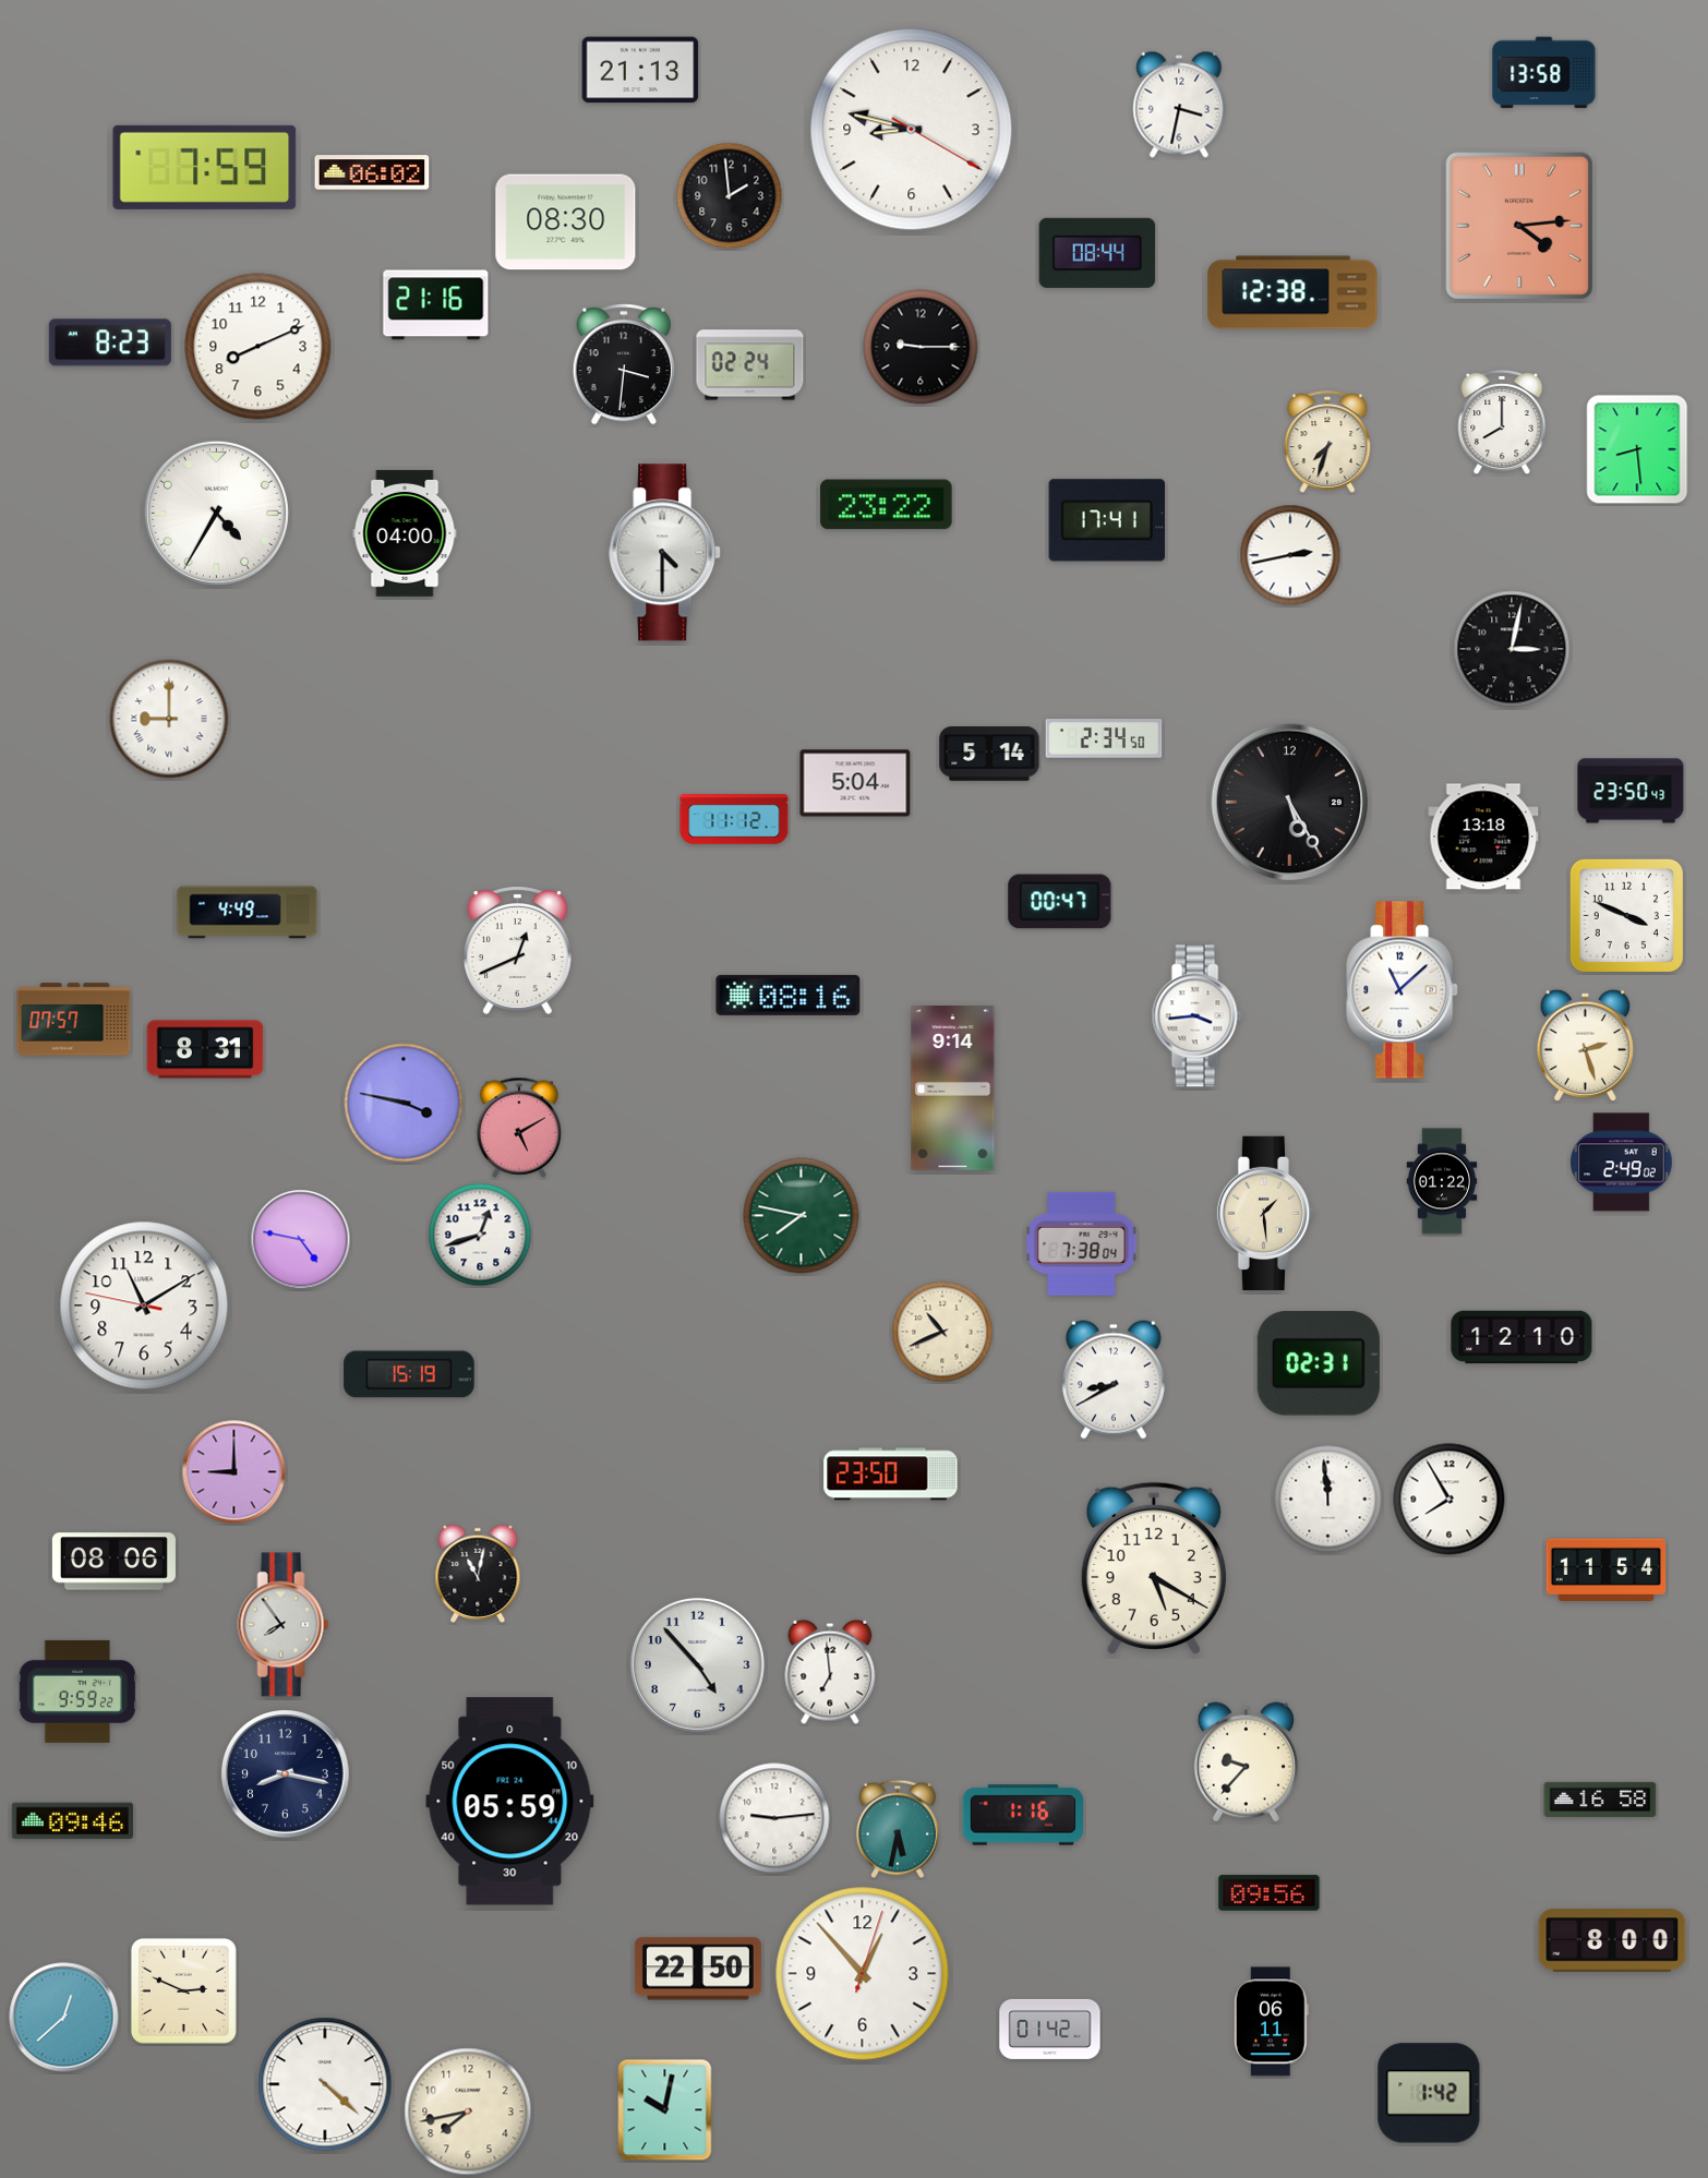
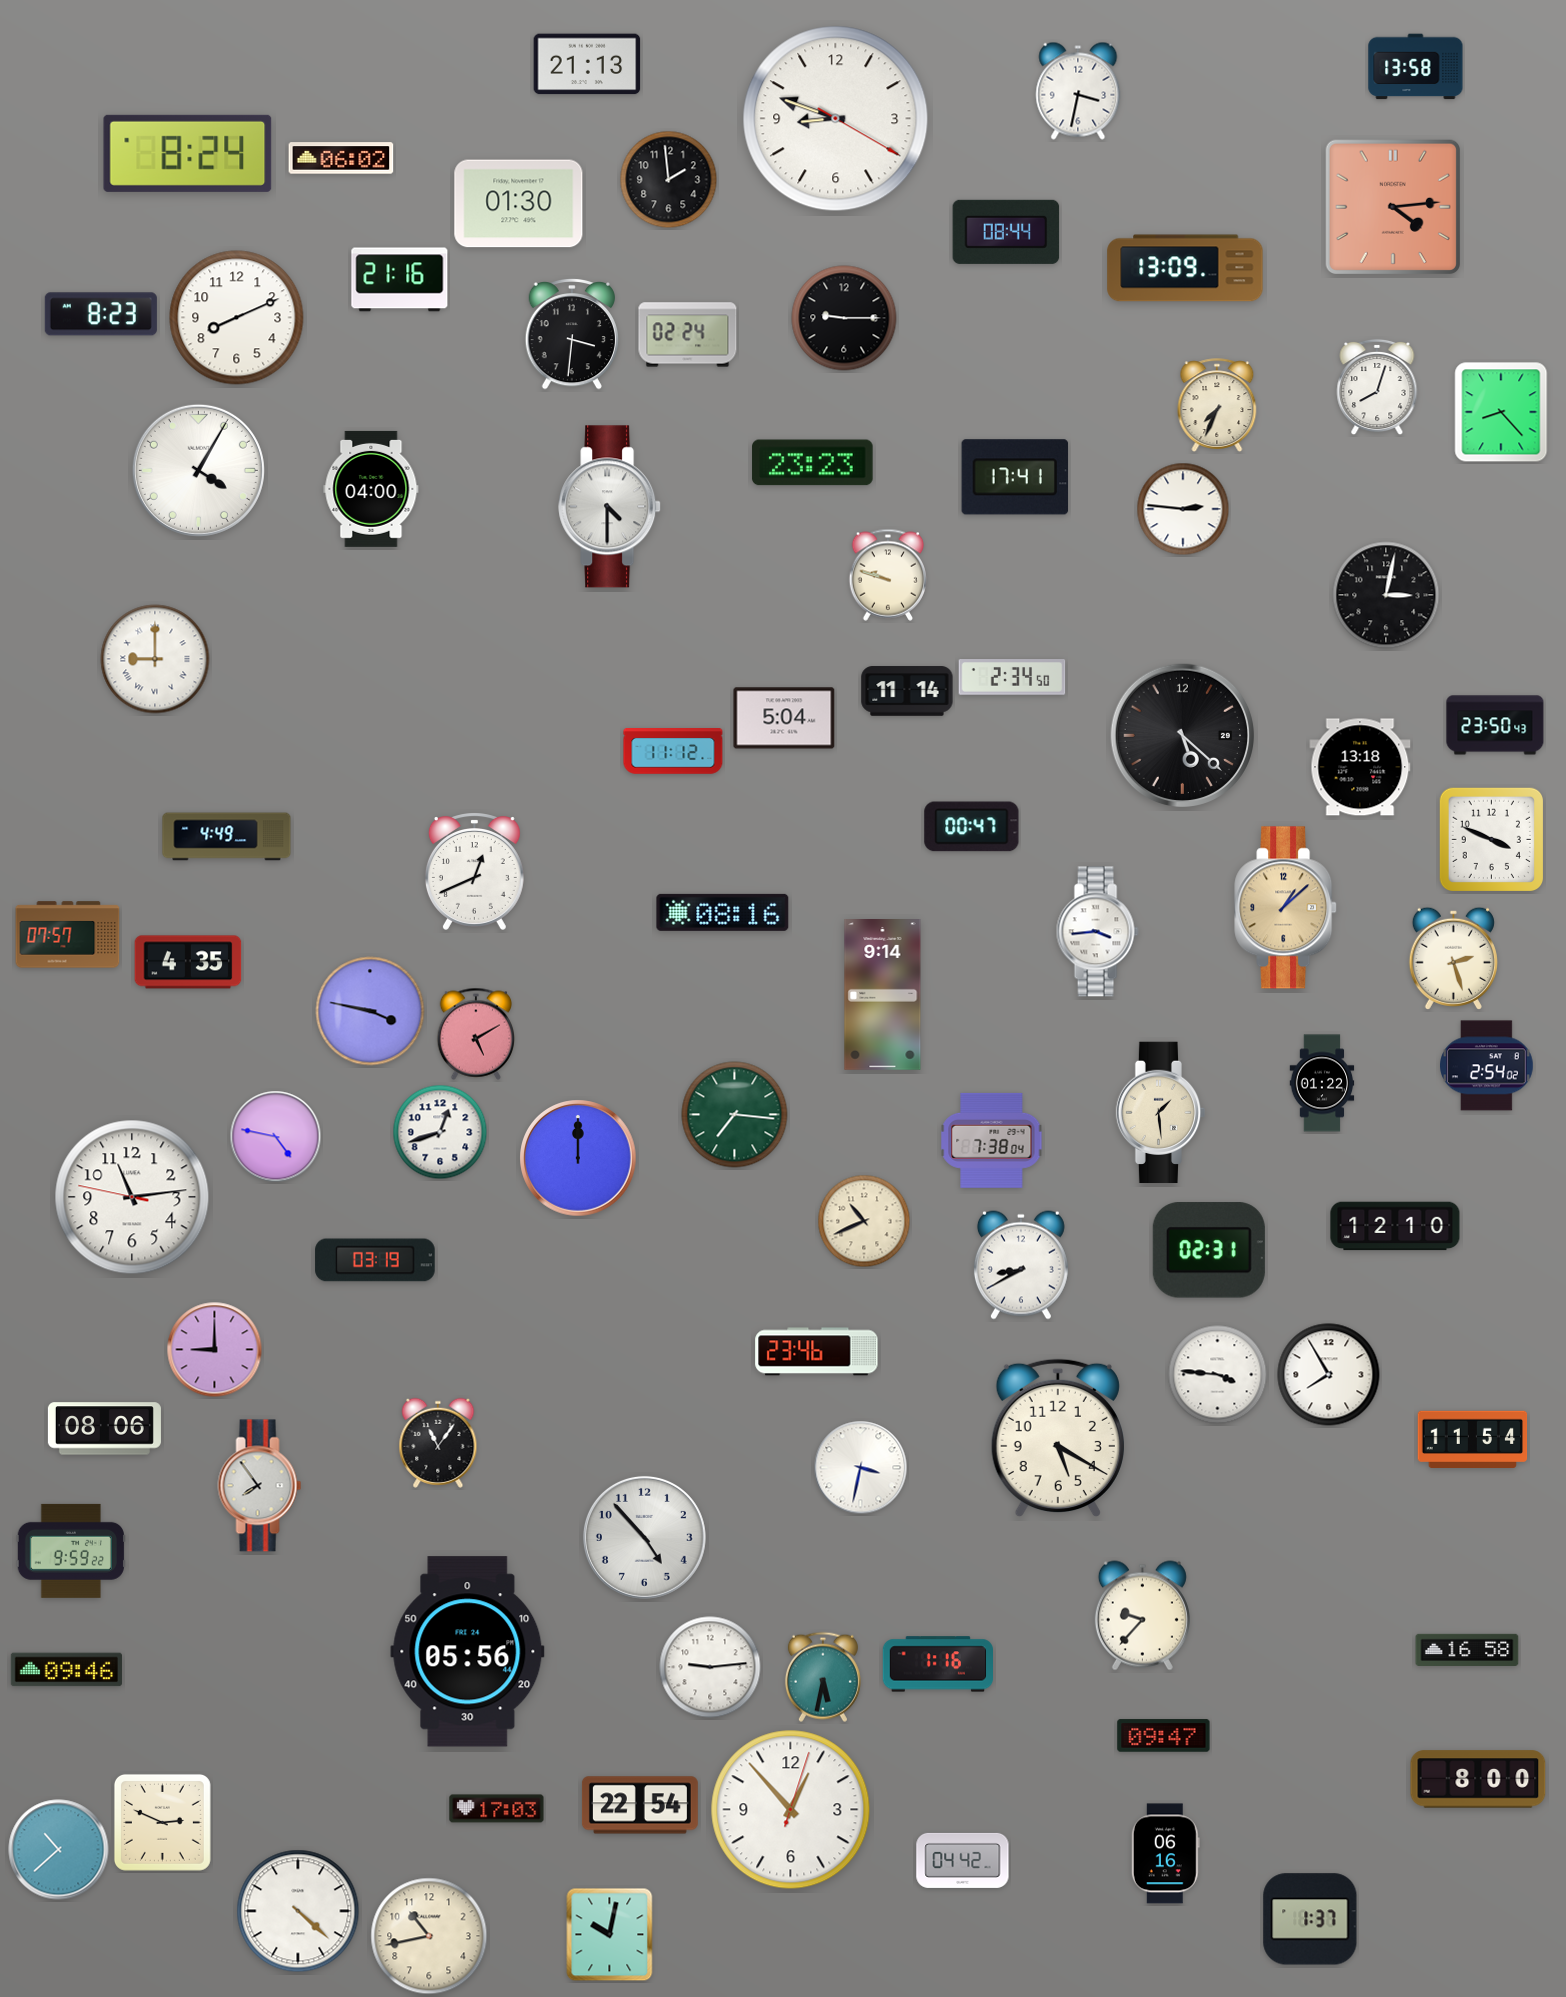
clock at (1179, 105) position: (1179, 105) -> (1078, 91)
clock at (912, 130): 8:47 -> 8:48
clock at (205, 167): 7:59 -> 8:24
clock at (566, 222): 08:30 -> 01:30
clock at (1292, 292): 12:38 -> 13:09
clock at (1502, 422): 8:00 -> 8:03
clock at (1327, 442): 7:33 -> 7:34
clock at (1637, 449): 8:29 -> 8:23
clock at (887, 505): 23:22 -> 23:23
clock at (216, 513): 4:35 -> 4:05
clock at (1290, 555): 2:43 -> 2:46
clock at (888, 575): none -> 9:48
clock at (989, 754): 5:14 -> 11:14
clock at (1289, 802): 5:25 -> 5:22
clock at (1403, 990): 11:08 -> 1:08
clock at (1403, 990) dial: white -> champagne
clock at (205, 1049): 8:31 -> 4:35
clock at (953, 1088) position: (953, 1088) -> (883, 995)
clock at (1622, 1163): 2:49 -> 2:54
clock at (802, 1216): 7:47 -> 7:16
clock at (578, 1158): none -> 12:00
clock at (144, 1305): 11:09 -> 11:13
clock at (409, 1374): 15:19 -> 03:19
clock at (891, 1475): 23:50 -> 23:46
clock at (1328, 1500): 11:59 -> 3:46
clock at (113, 1562) position: (113, 1562) -> (104, 1429)
clock at (478, 1574): 11:02 -> 11:06
clock at (861, 1468): none -> 3:32
clock at (284, 1625) position: (284, 1625) -> (260, 1486)
clock at (697, 1664) position: (697, 1664) -> (644, 1537)
clock at (830, 1672): 6:59 -> none
clock at (286, 1774): 8:17 -> none
clock at (510, 1802): 05:59 -> 05:56
clock at (1270, 1893): 09:56 -> 09:47
clock at (698, 1969): 22:50 -> 22:54
clock at (497, 1809): none -> 17:03
clock at (183, 1990) position: (183, 1990) -> (162, 1822)
clock at (64, 2018): 12:38 -> 10:38
clock at (1271, 2022): 06:11 -> 06:16
clock at (1050, 2029): 01:42 -> 04:42
clock at (1429, 2093): 1:42 -> 1:37
clock at (468, 2111): 7:43 -> 10:43
